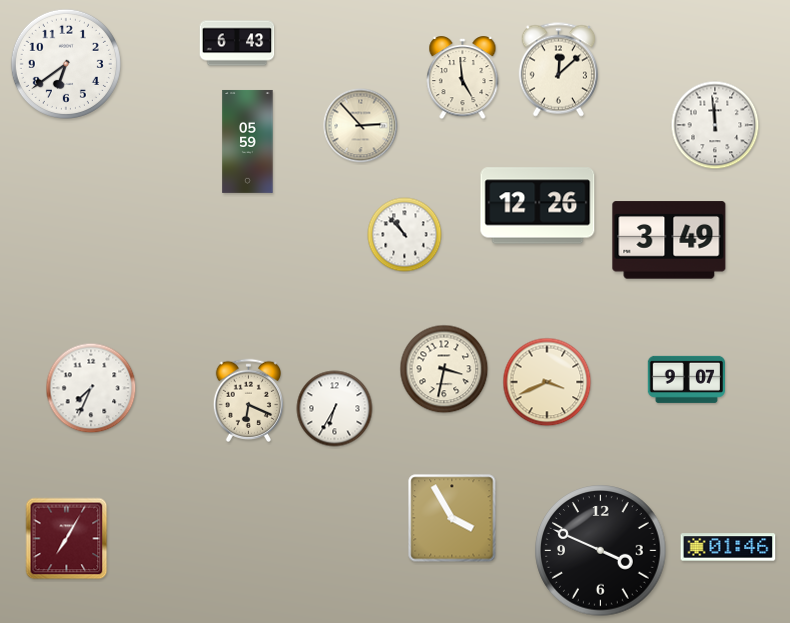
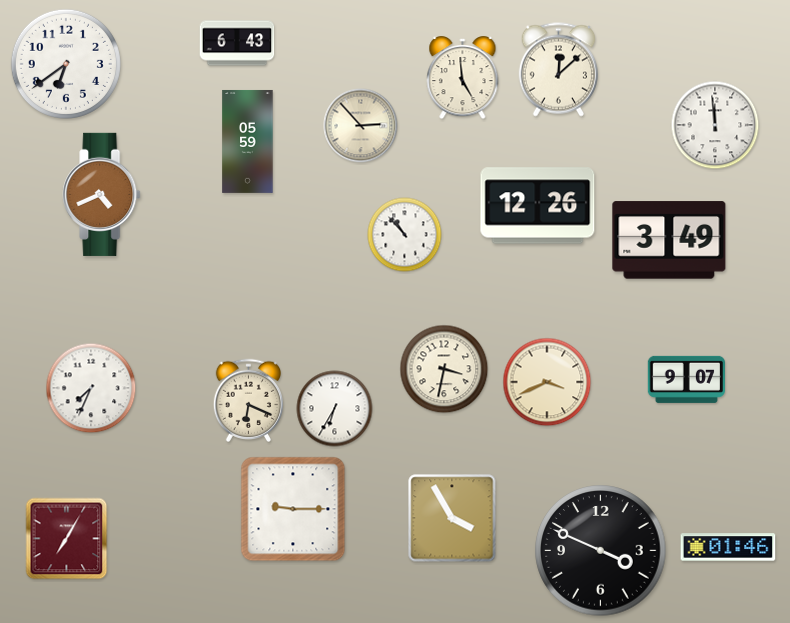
clock at (102, 194): none -> 4:41
clock at (293, 509): none -> 9:15
